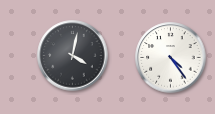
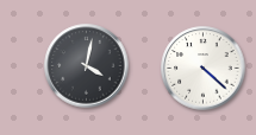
clock at (171, 58): 4:24 -> 4:22
